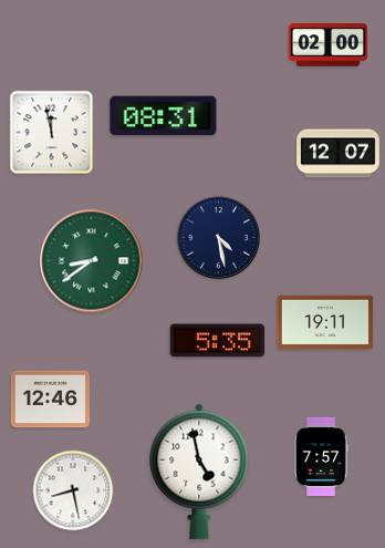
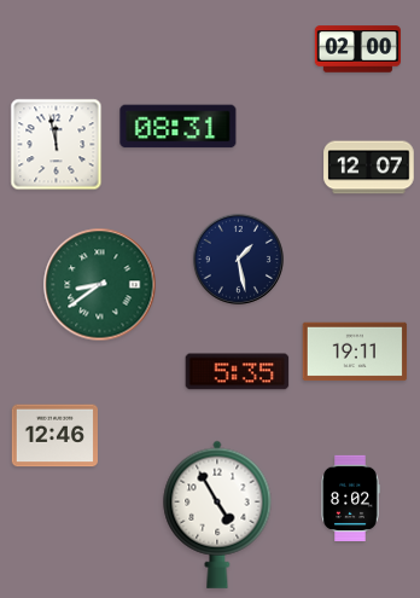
clock at (218, 237): 4:28 -> 1:28
clock at (321, 456): 7:57 -> 8:02
clock at (199, 472): 4:58 -> 4:55
clock at (73, 490): 8:28 -> none
